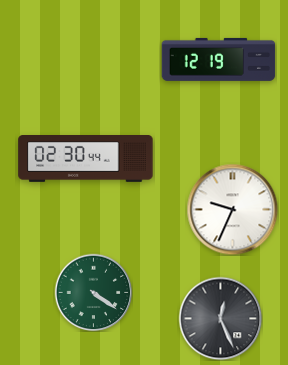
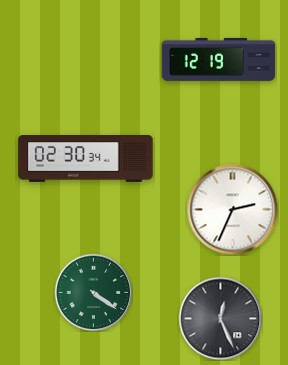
clock at (86, 159): 02:30:44 -> 02:30:34
clock at (232, 209): 9:34 -> 2:34
